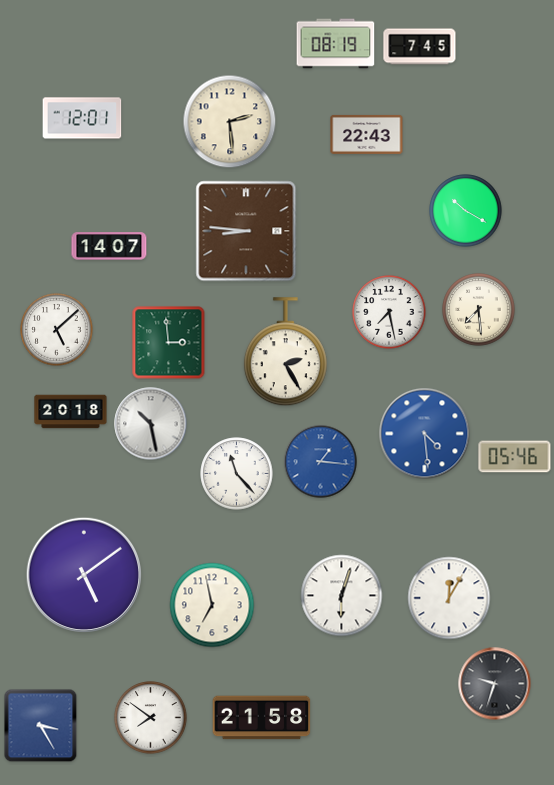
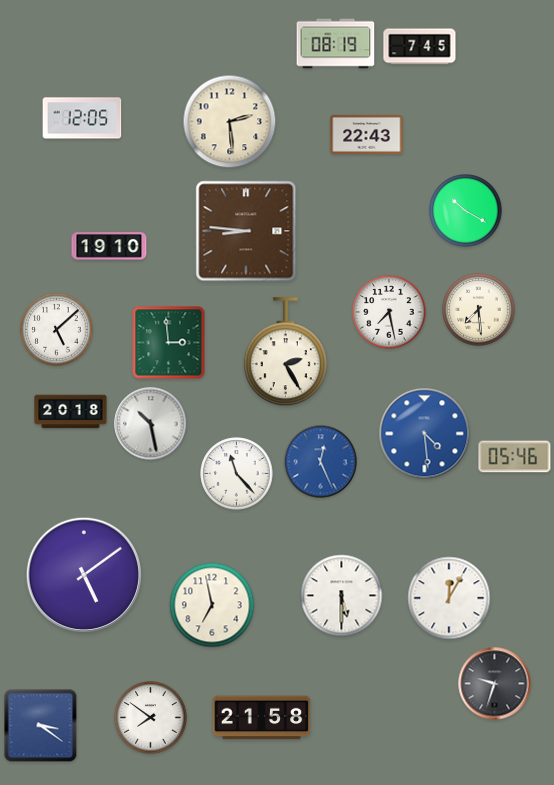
clock at (82, 118): 12:01 -> 12:05
clock at (109, 246): 14:07 -> 19:10
clock at (321, 462): 1:16 -> 12:26
clock at (342, 596): 6:03 -> 5:30
clock at (41, 726): 3:25 -> 3:21
